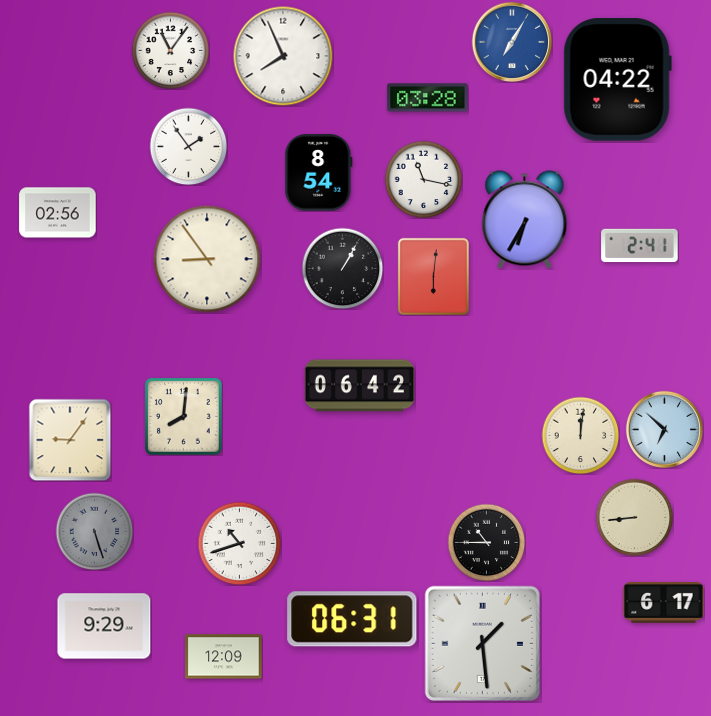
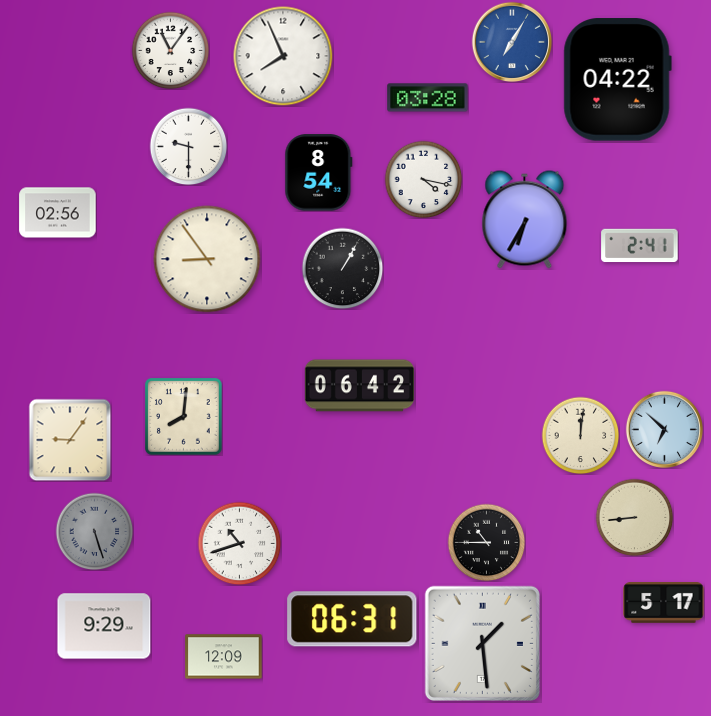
clock at (188, 146): 1:54 -> 9:30
clock at (423, 179): 11:17 -> 4:17
clock at (433, 276): 6:01 -> none
clock at (664, 603): 6:17 -> 5:17
